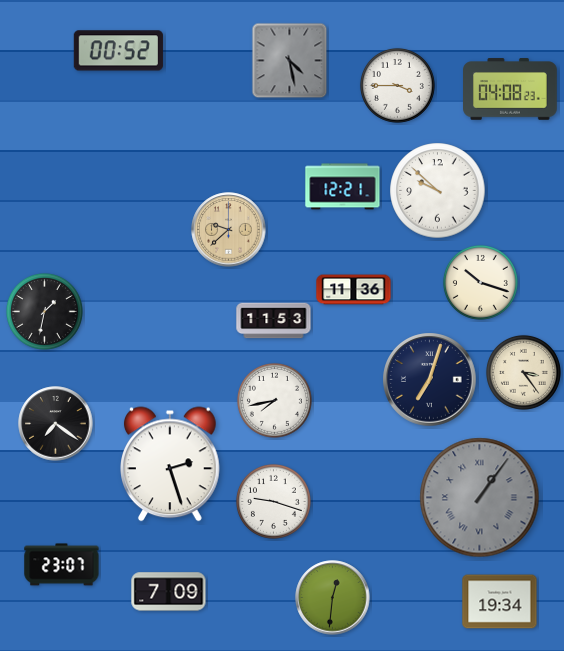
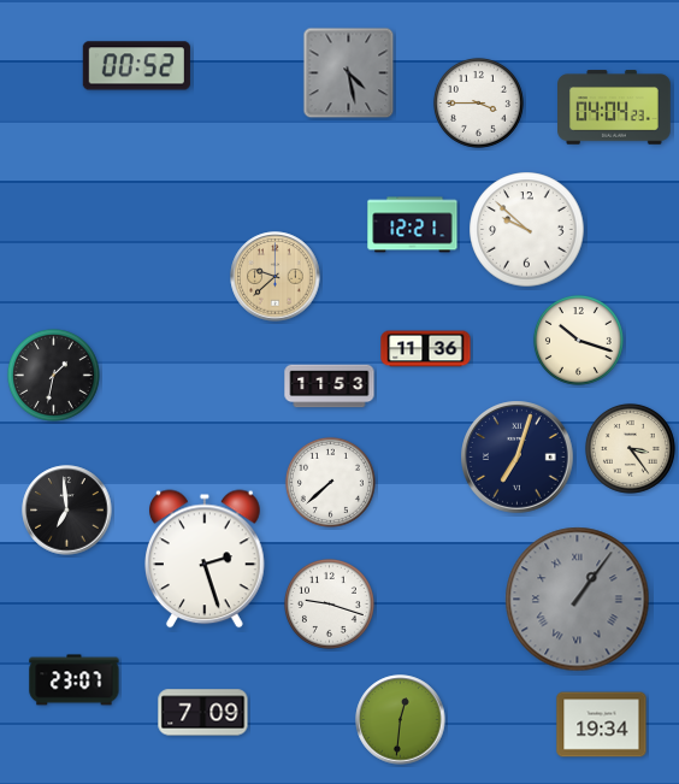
clock at (118, 51) position: (118, 51) -> (136, 66)
clock at (510, 89): 04:08 -> 04:04
clock at (274, 400): 7:43 -> 7:38
clock at (56, 424): 7:21 -> 6:59
